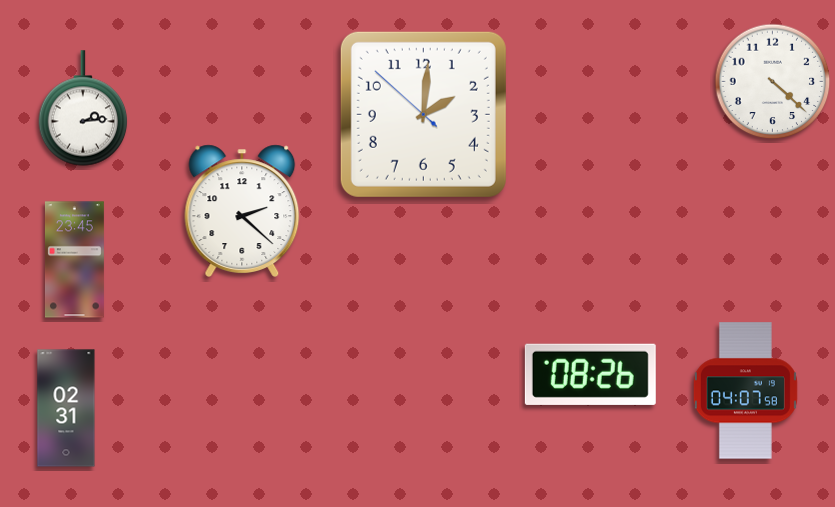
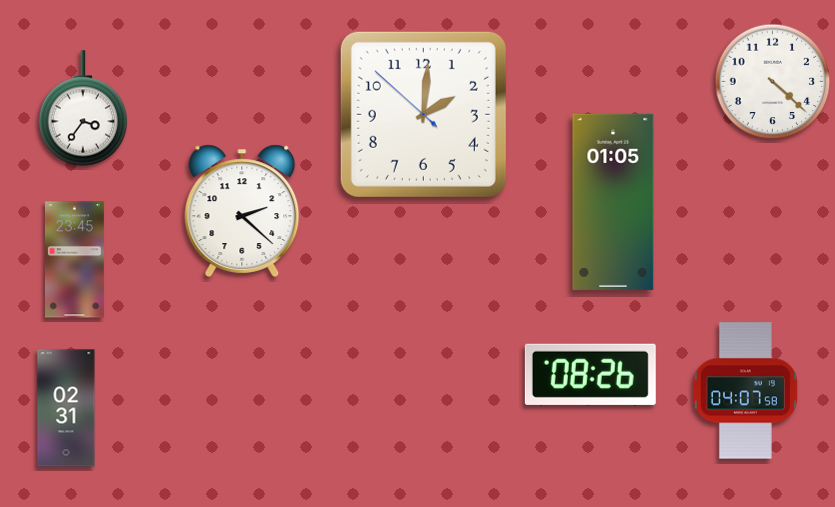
clock at (83, 108): 2:14 -> 3:36
clock at (613, 202): none -> 01:05
